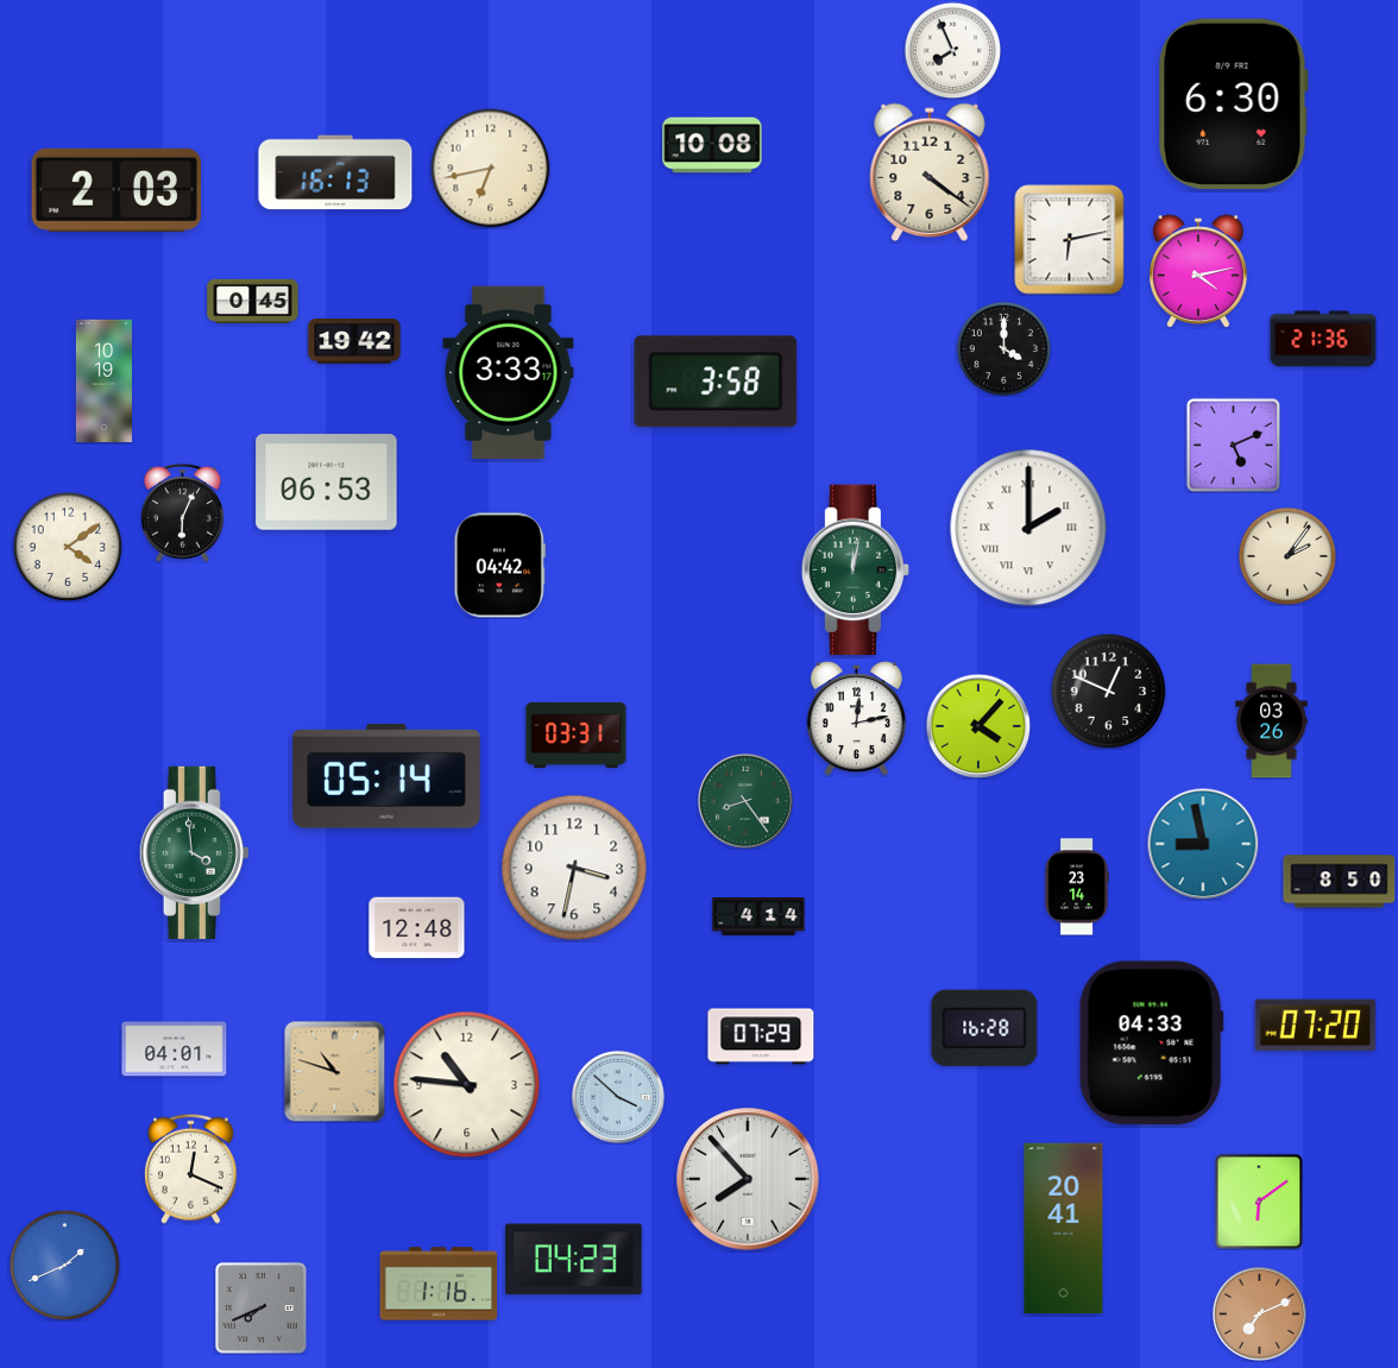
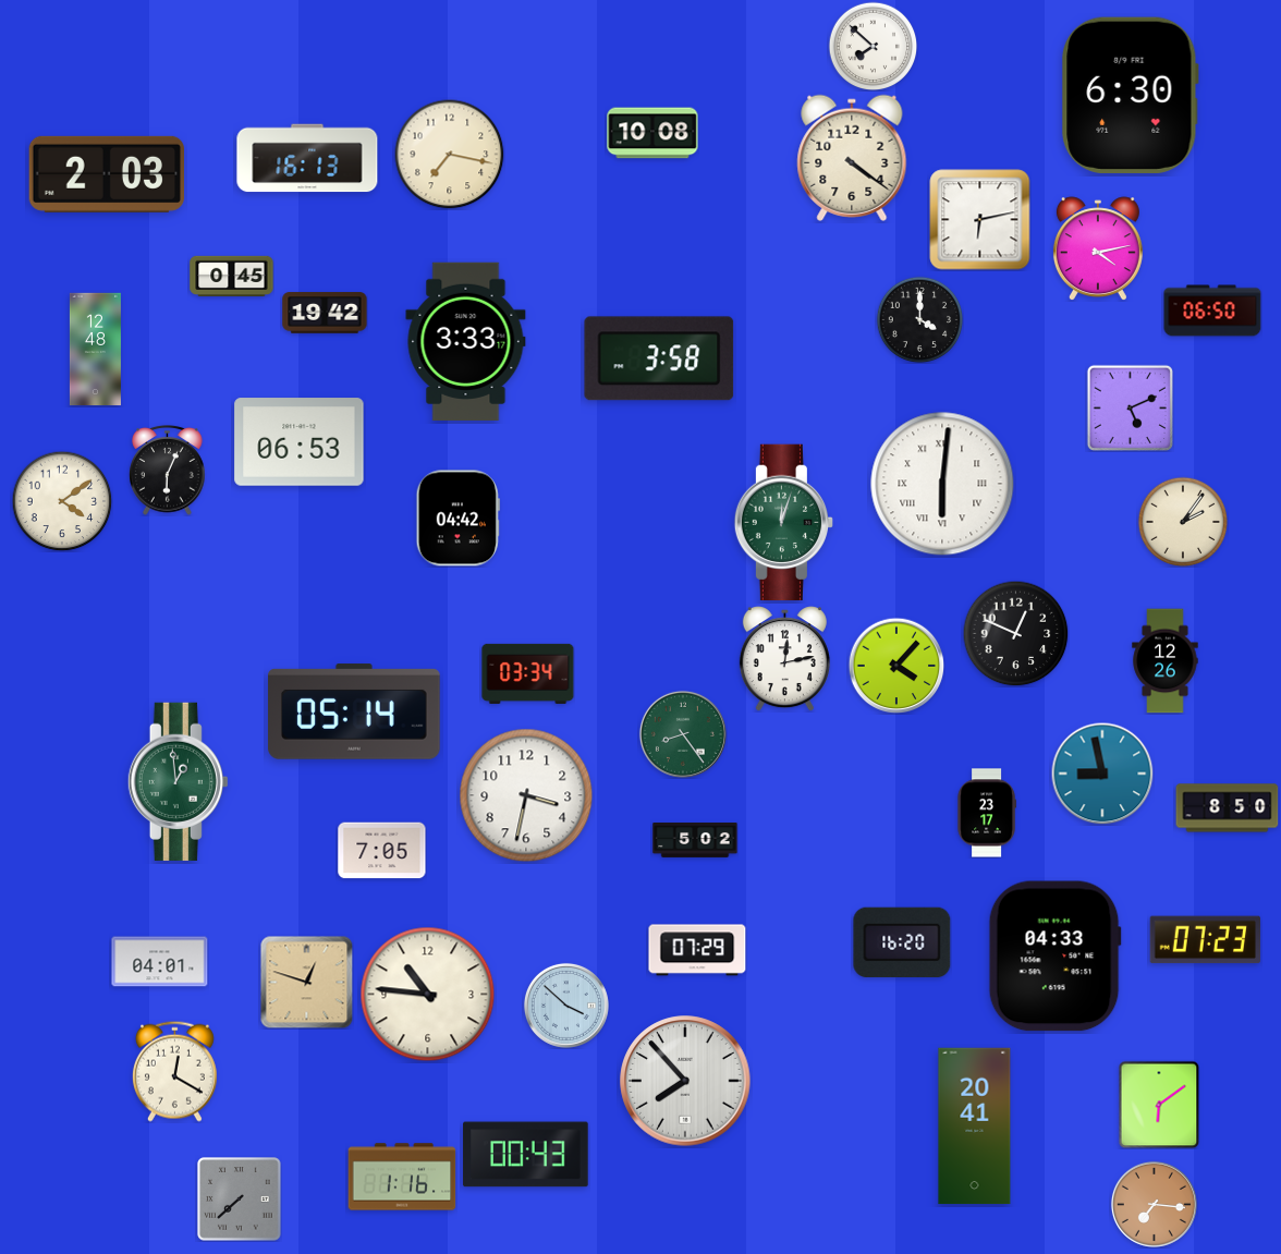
clock at (952, 50): 7:56 -> 7:52
clock at (491, 169): 6:43 -> 7:17
clock at (1323, 339): 21:36 -> 06:50
clock at (103, 382): 10:19 -> 12:48
clock at (716, 382) position: (716, 382) -> (659, 358)
clock at (1028, 528): 2:00 -> 6:01
clock at (1287, 556) position: (1287, 556) -> (1183, 522)
clock at (855, 570): 12:02 -> 12:03
clock at (1272, 721): 03:26 -> 12:26
clock at (577, 735): 03:31 -> 03:34
clock at (194, 852): 3:59 -> 12:59
clock at (1077, 887): 23:14 -> 23:17
clock at (758, 918): 4:14 -> 5:02
clock at (417, 928): 12:48 -> 7:05
clock at (1315, 1026): 07:20 -> 07:23
clock at (984, 1028): 16:28 -> 16:20
clock at (334, 1071): 10:48 -> 12:48
clock at (190, 1168): 12:19 -> 12:20
clock at (1259, 1202) position: (1259, 1202) -> (1159, 1105)
clock at (574, 1260): 04:23 -> 00:43
clock at (64, 1265): 1:41 -> none
clock at (262, 1309): 7:41 -> 7:38
clock at (1259, 1313): 7:11 -> 7:16
